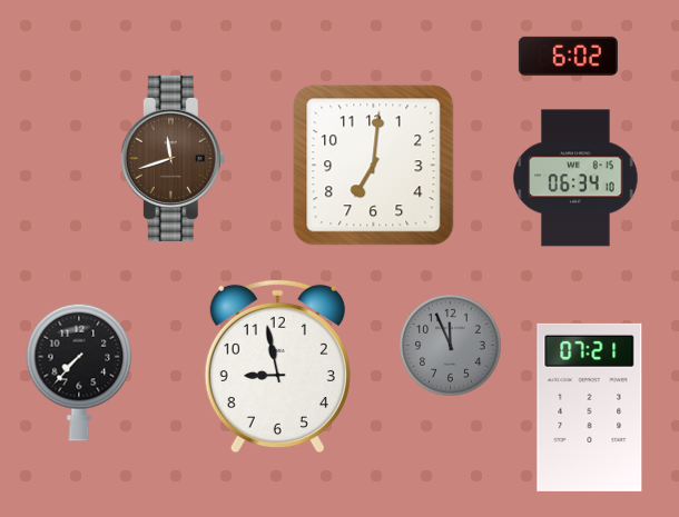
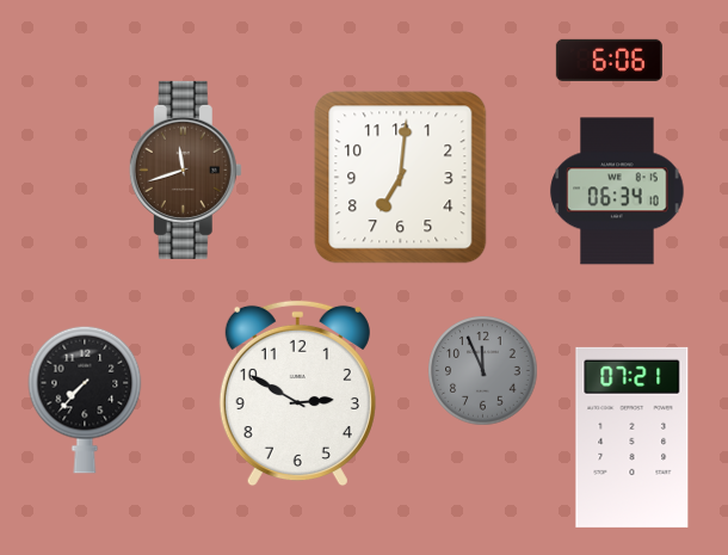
clock at (568, 56): 6:02 -> 6:06
clock at (277, 367): 8:58 -> 2:50
